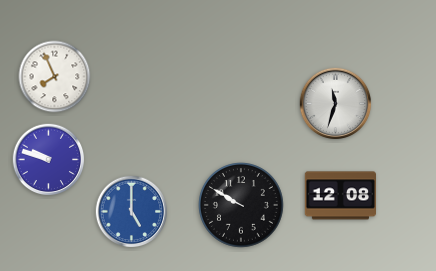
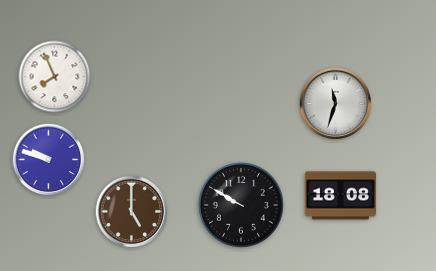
clock at (340, 196): 12:08 -> 18:08
clock at (132, 212) dial: blue -> brown
